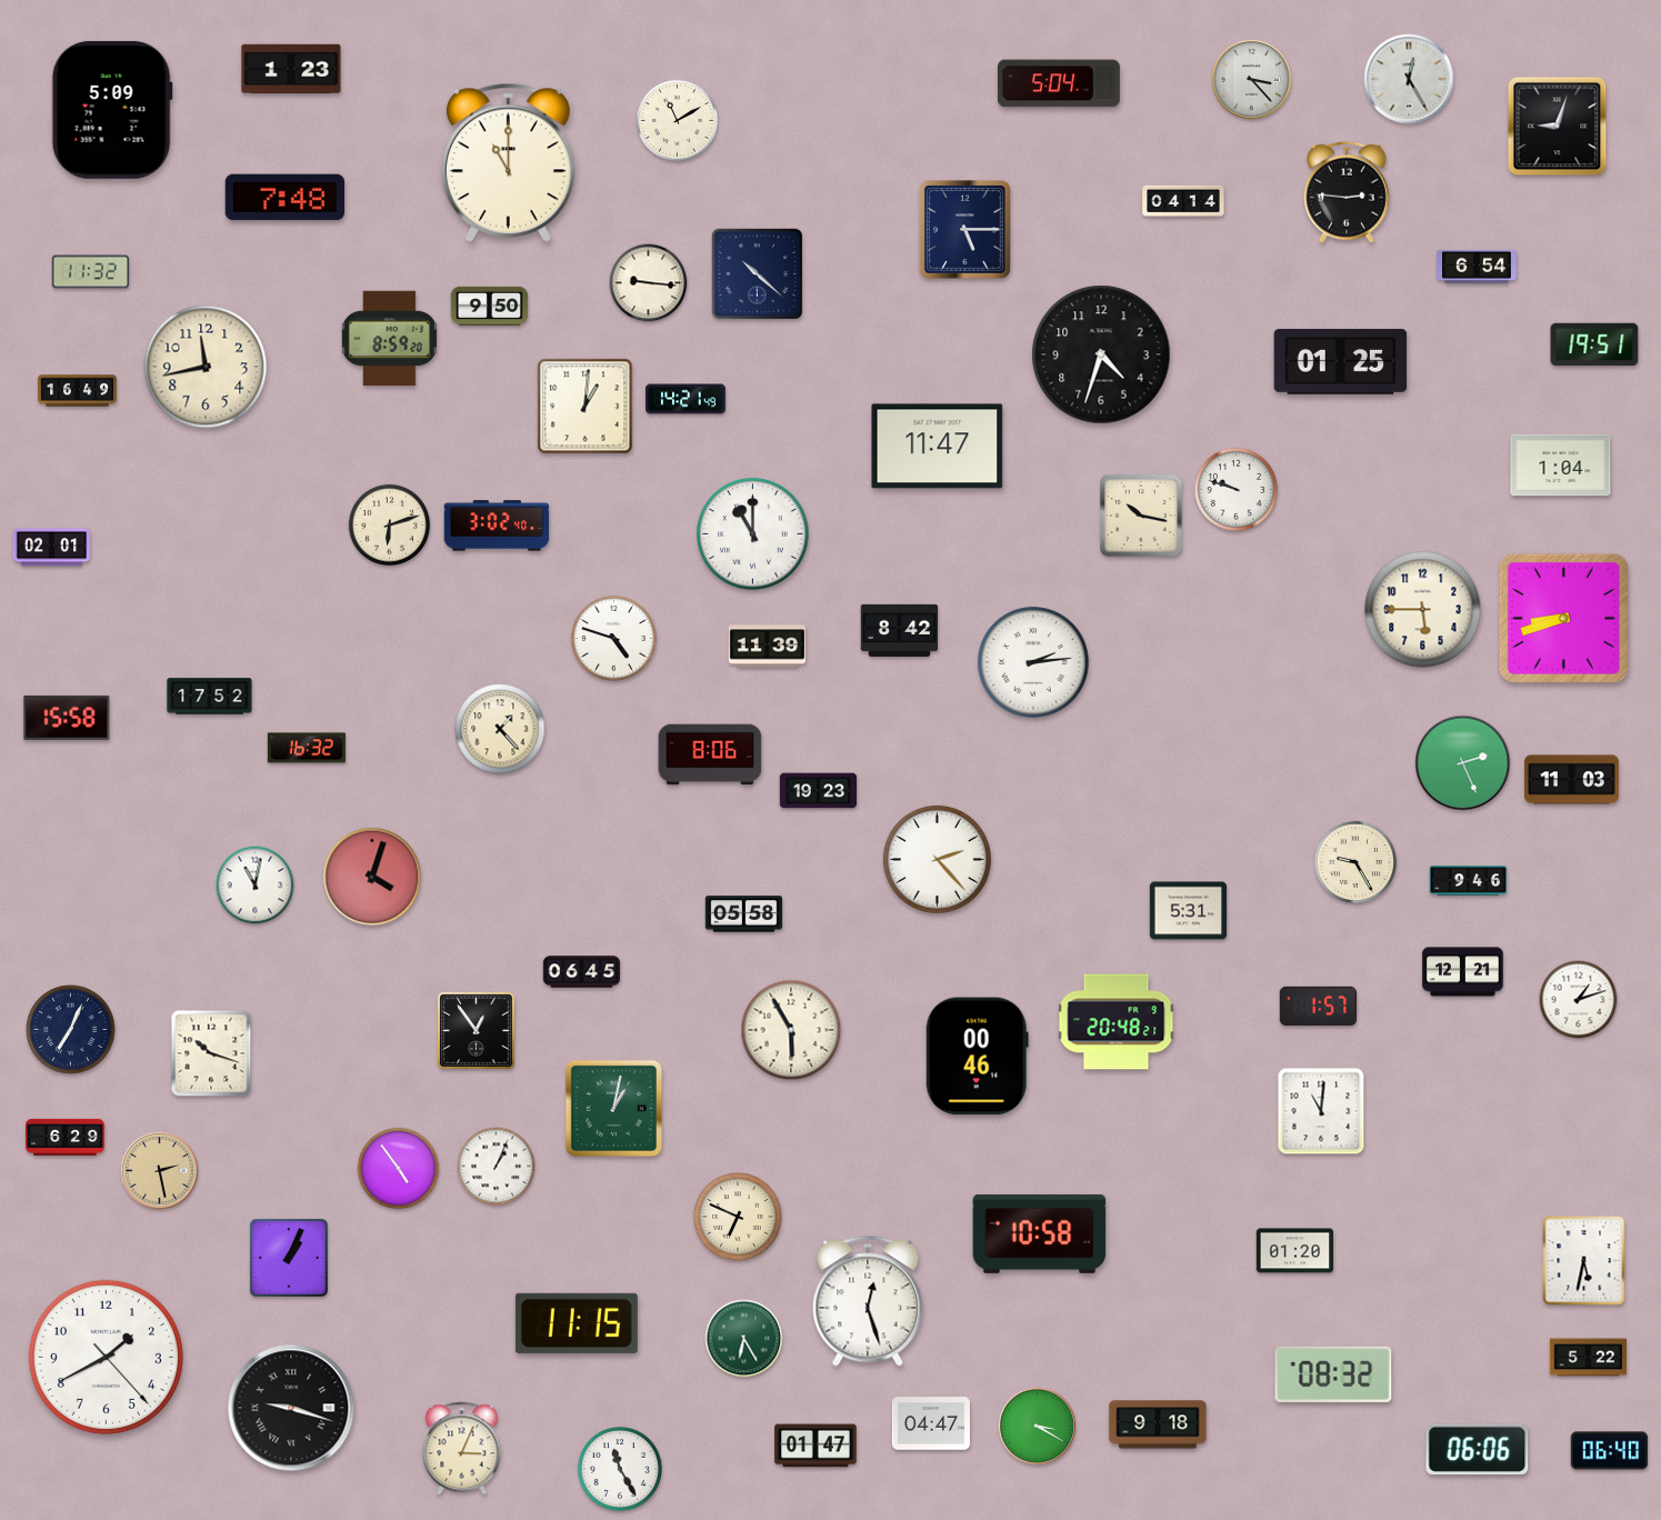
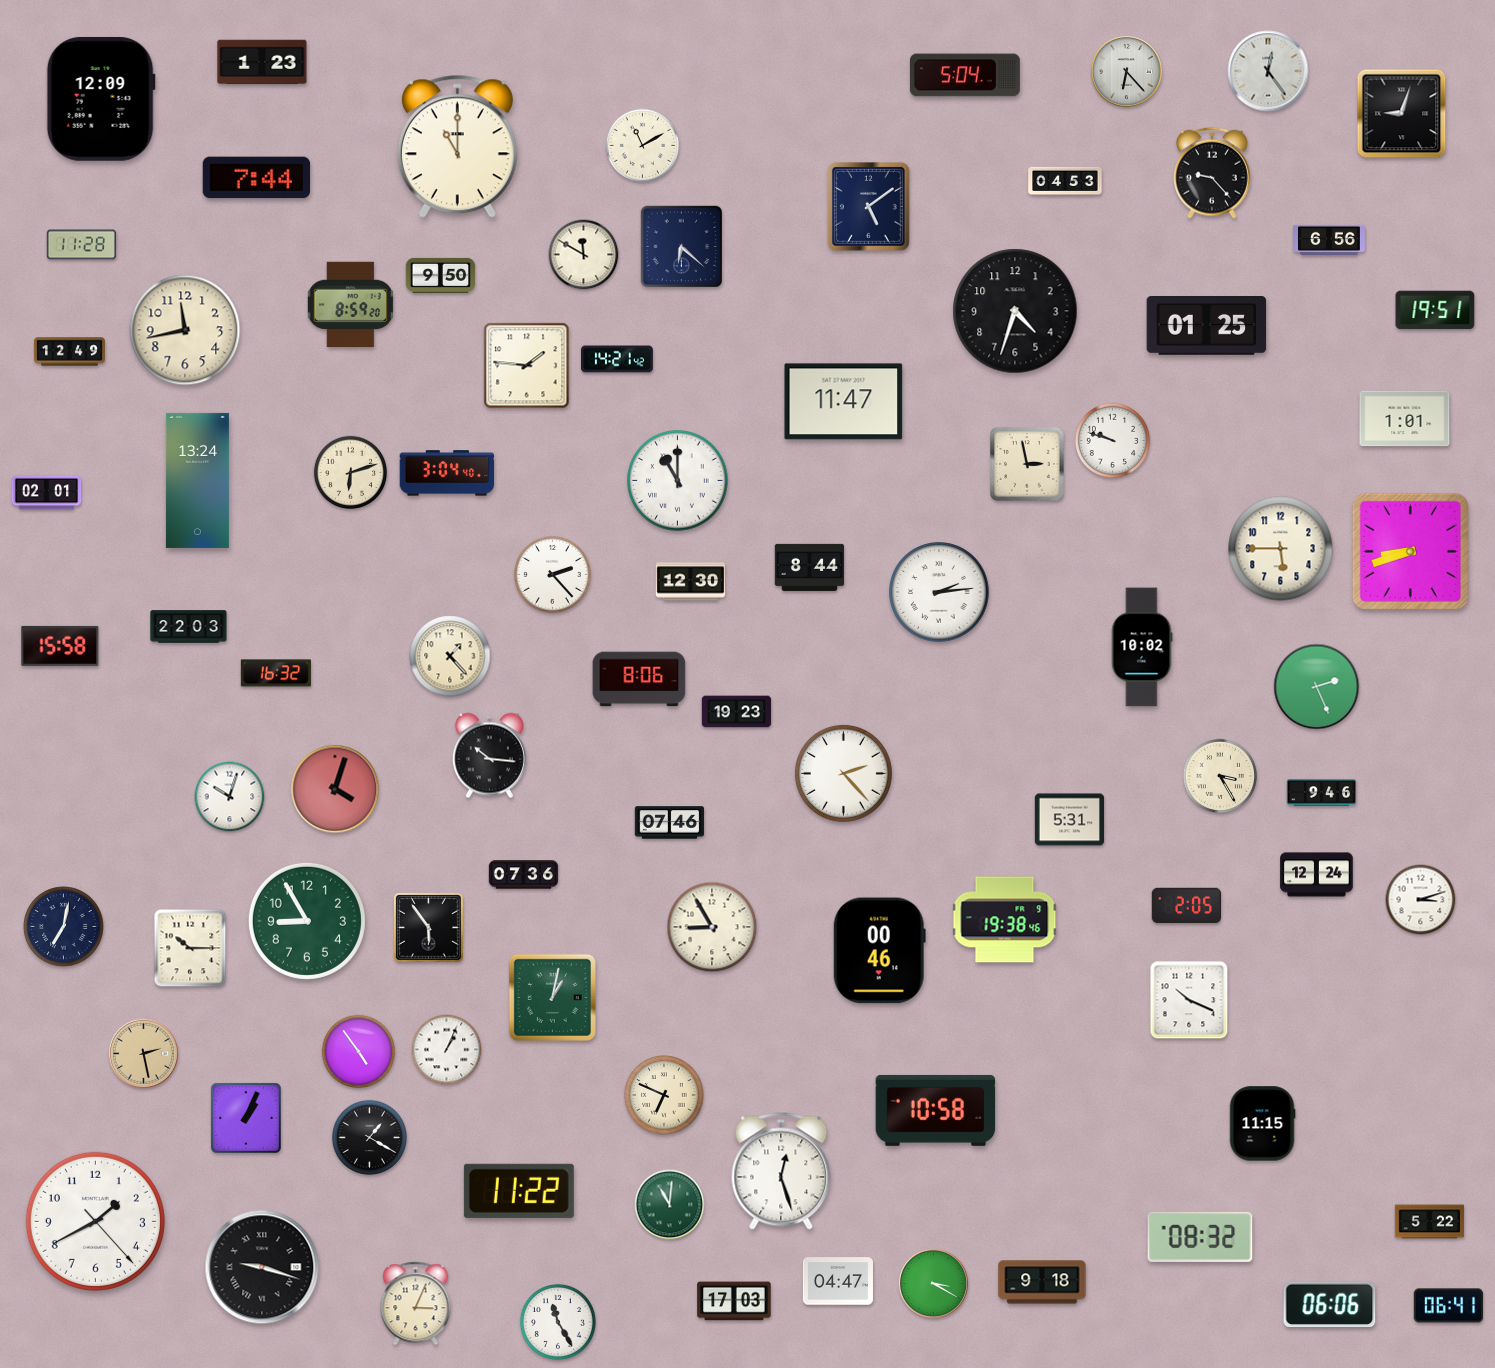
clock at (1251, 79): 3:23 -> 6:23
clock at (1409, 79): 12:25 -> 12:24
clock at (1059, 83) position: (1059, 83) -> (965, 75)
clock at (112, 110): 5:09 -> 12:09
clock at (678, 121) position: (678, 121) -> (643, 146)
clock at (1347, 192): 2:46 -> 9:23
clock at (286, 198): 7:48 -> 7:44
clock at (1183, 200): 04:14 -> 04:53
clock at (964, 230): 5:15 -> 5:09
clock at (1477, 266): 6:54 -> 6:56
clock at (91, 272): 11:32 -> 11:28
clock at (758, 274): 10:22 -> 6:22
clock at (649, 283): 9:16 -> 11:50
clock at (1101, 354) position: (1101, 354) -> (1015, 311)
clock at (77, 391): 16:49 -> 12:49
clock at (687, 399): 14:21:49 -> 14:21:42
clock at (586, 407): 1:01 -> 1:46
clock at (1561, 466): 1:04 -> 1:01
clock at (1141, 516): 10:17 -> 2:58
clock at (497, 526): 3:02 -> 3:04
clock at (197, 480): none -> 13:24
clock at (1563, 618) position: (1563, 618) -> (1410, 551)
clock at (900, 630): 8:42 -> 8:44
clock at (613, 638): 4:48 -> 2:23
clock at (768, 647): 11:39 -> 12:30
clock at (1033, 662) position: (1033, 662) -> (939, 592)
clock at (210, 697): 17:52 -> 22:03
clock at (1142, 647): none -> 10:02
clock at (1572, 780): 11:03 -> none
clock at (489, 756): none -> 10:16
clock at (1354, 861): 9:25 -> 3:25
clock at (256, 886): 11:02 -> 10:03
clock at (744, 914): 05:58 -> 07:46
clock at (582, 972): 06:45 -> 07:36
clock at (1463, 972): 12:21 -> 12:24
clock at (1579, 1000): 1:12 -> 3:12
clock at (1319, 1007): 1:57 -> 2:05
clock at (1117, 1022): 20:48 -> 19:38
clock at (307, 921): none -> 8:55
clock at (71, 1030): 7:04 -> 7:02
clock at (791, 1030): 5:55 -> 8:55
clock at (477, 1031): 12:54 -> 5:54
clock at (211, 1053): 10:18 -> 10:15
clock at (1321, 1111): 11:01 -> 10:19
clock at (64, 1137): 6:29 -> none
clock at (1262, 1124): none -> 11:15
clock at (1295, 1251): 01:20 -> none
clock at (289, 1258) position: (289, 1258) -> (246, 1118)
clock at (1584, 1261): 5:32 -> none
clock at (369, 1137): none -> 1:20
clock at (577, 1323): 11:15 -> 11:22
clock at (744, 1339): 6:25 -> 11:01
clock at (816, 1446): 01:47 -> 17:03
clock at (1610, 1451): 06:40 -> 06:41
